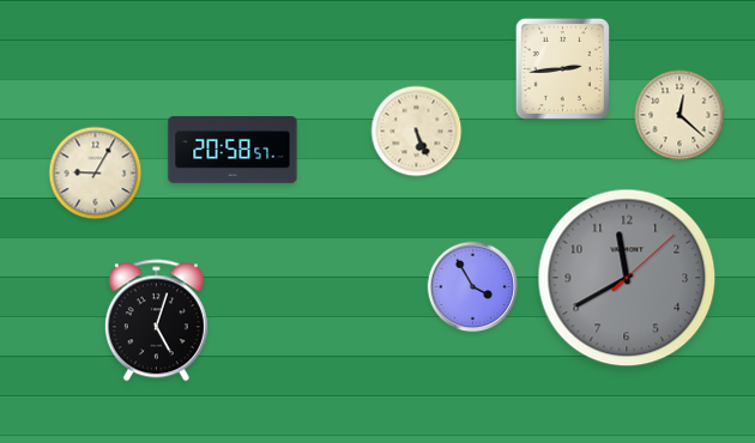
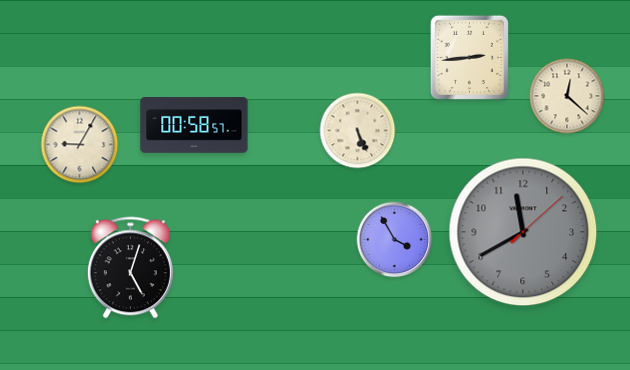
clock at (417, 132) position: (417, 132) -> (358, 131)
clock at (232, 150): 20:58 -> 00:58
